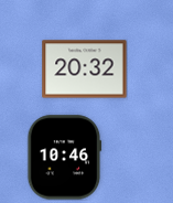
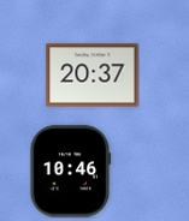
clock at (85, 70): 20:32 -> 20:37
